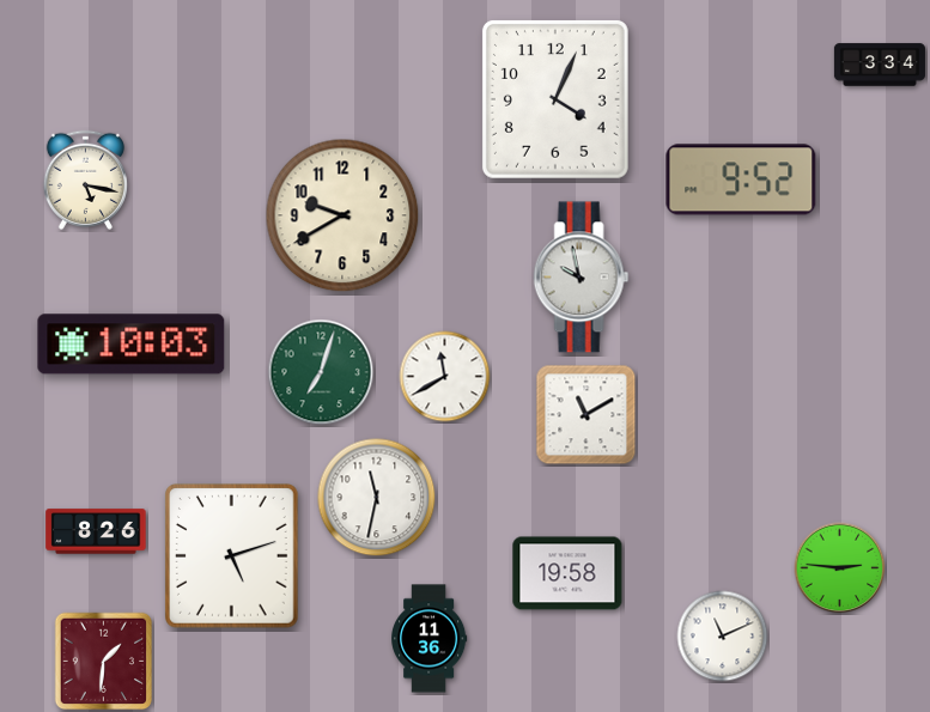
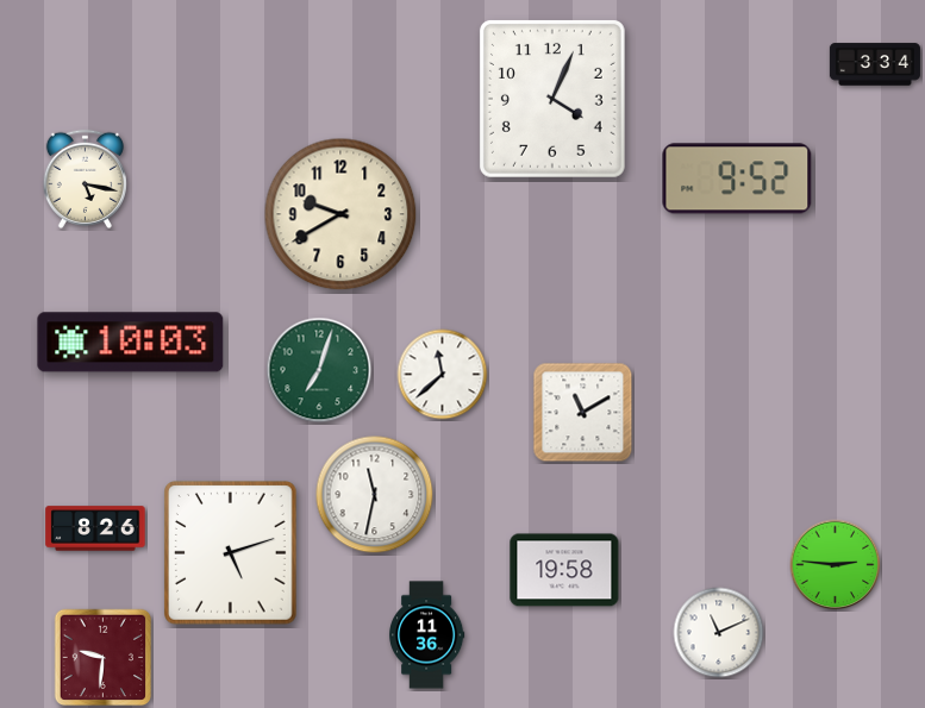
clock at (582, 278): 9:58 -> none
clock at (445, 377): 11:40 -> 11:38
clock at (104, 662): 1:31 -> 9:31
